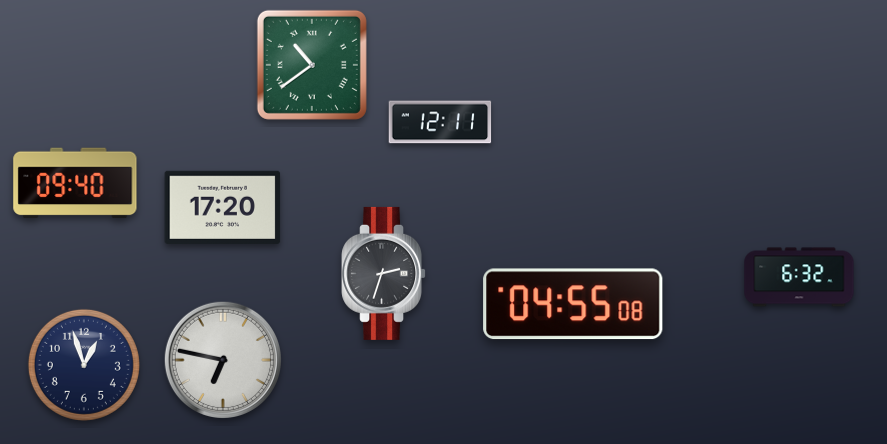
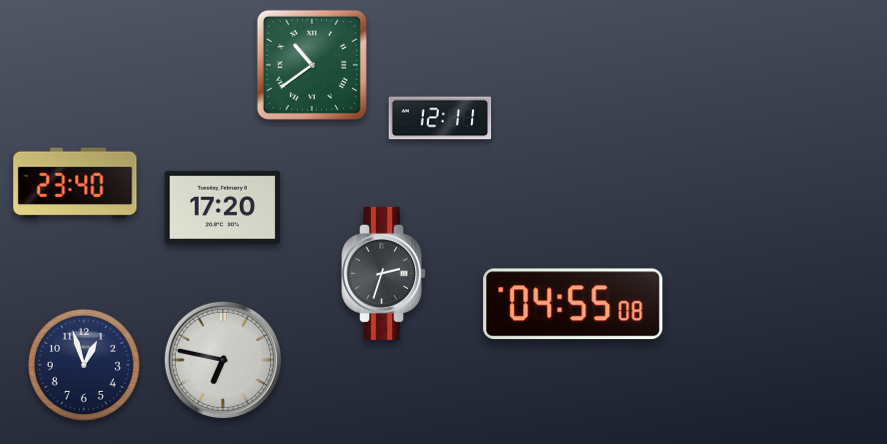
clock at (440, 122) position: (440, 122) -> (440, 118)
clock at (75, 183): 09:40 -> 23:40
clock at (799, 277): 6:32 -> none
